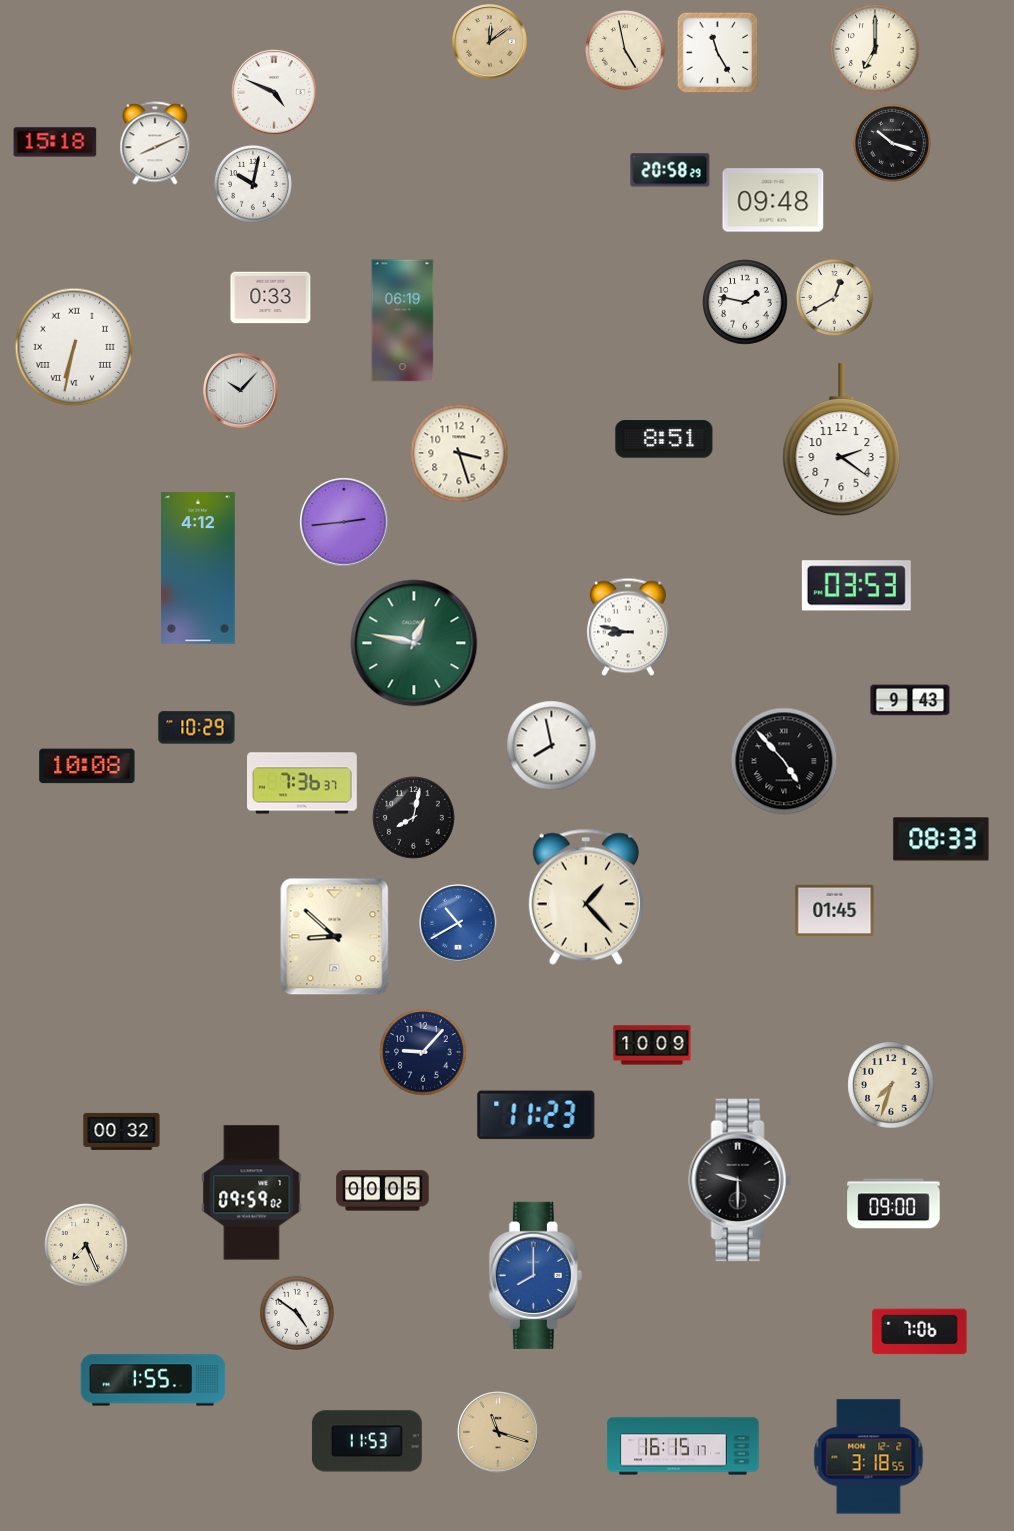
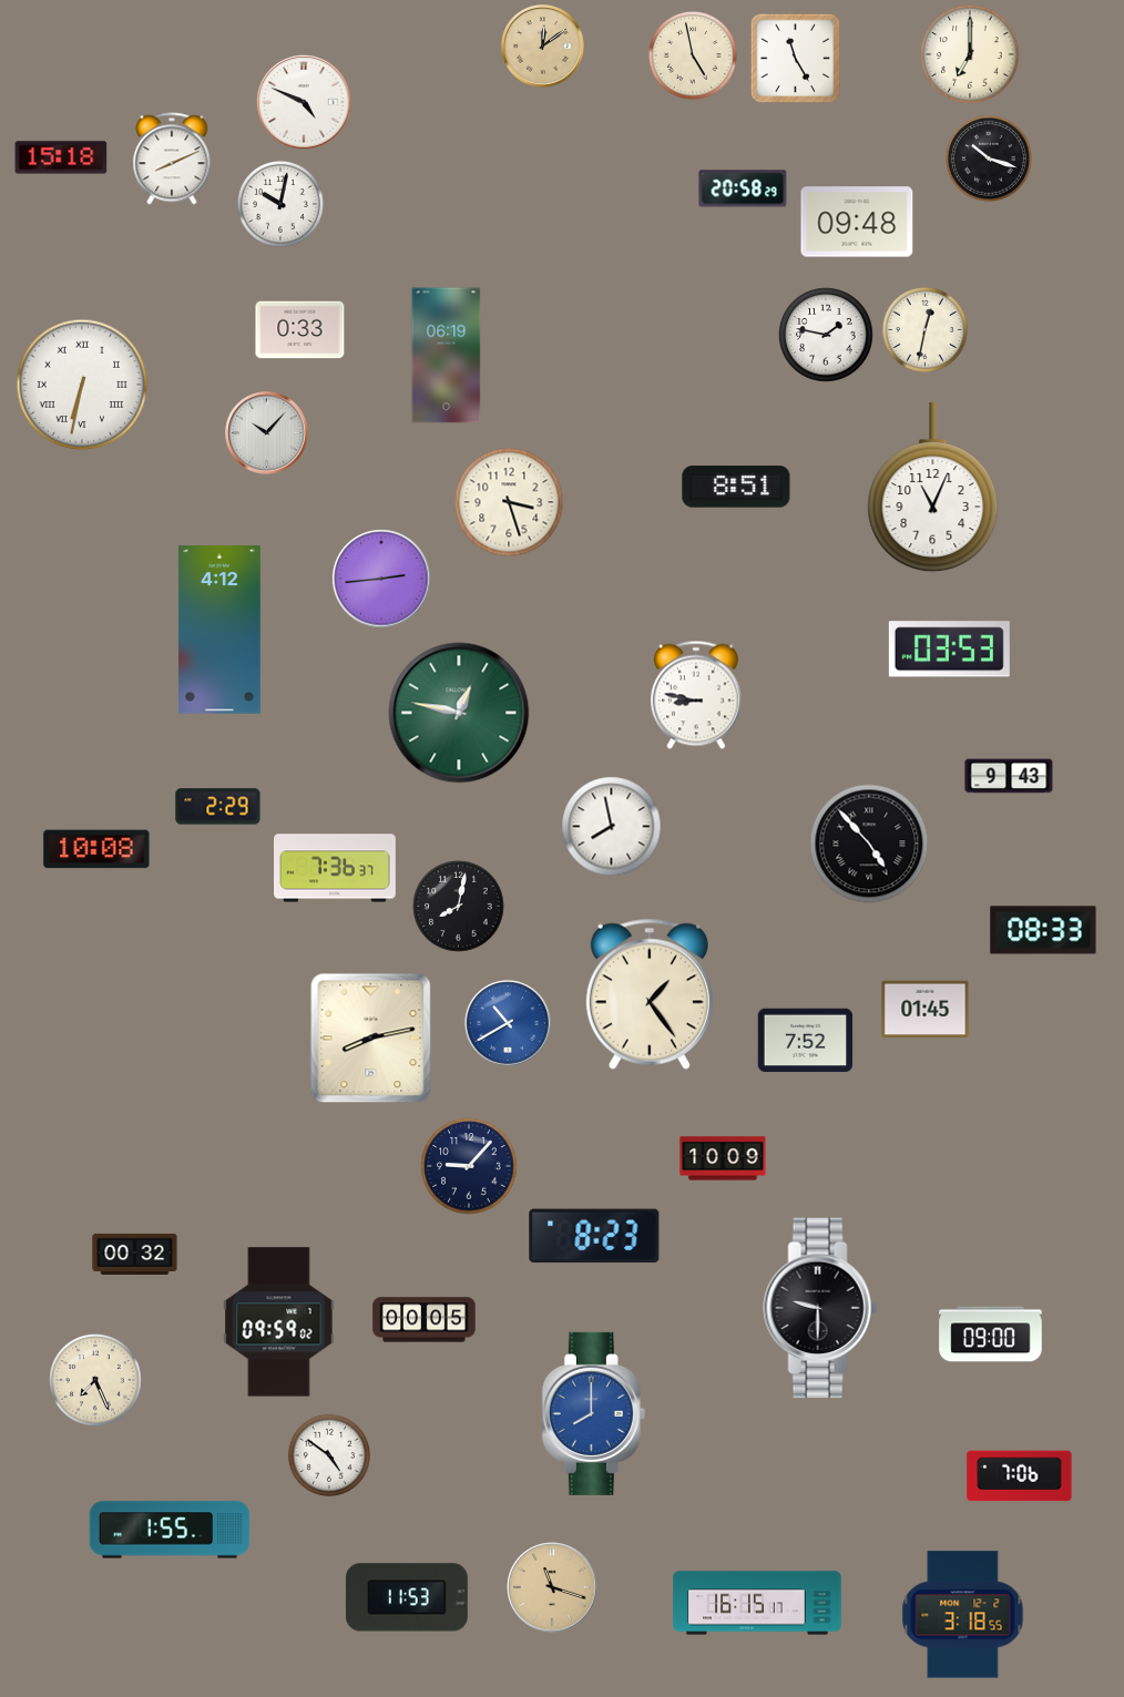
clock at (834, 297): 12:40 -> 12:32
clock at (842, 440): 2:21 -> 11:04
clock at (197, 728): 10:29 -> 2:29
clock at (586, 897): 1:23 -> 1:24
clock at (335, 937): 8:52 -> 8:13
clock at (806, 1041): none -> 7:52
clock at (891, 1085): 7:33 -> none
clock at (536, 1115): 11:23 -> 8:23
